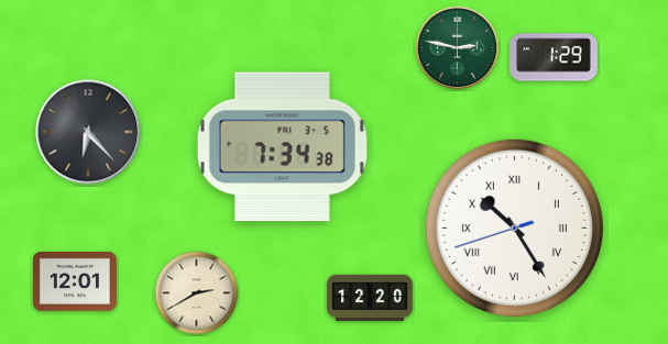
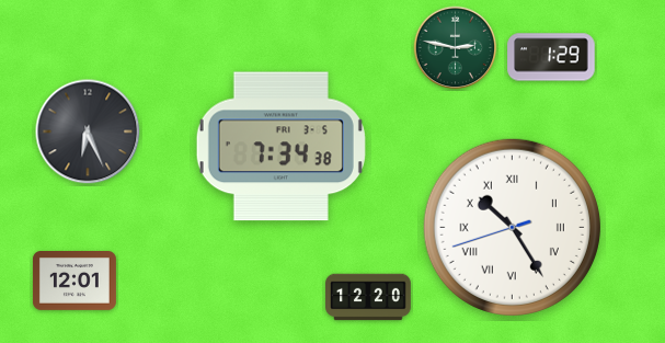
clock at (88, 132): 6:23 -> 6:26
clock at (197, 293): 2:40 -> none
